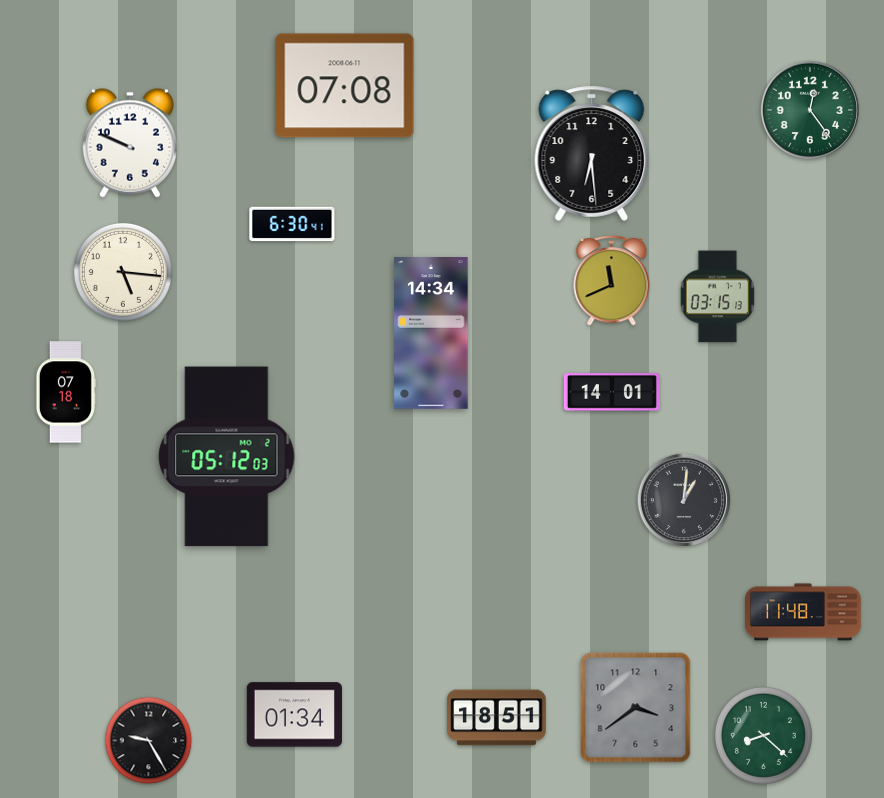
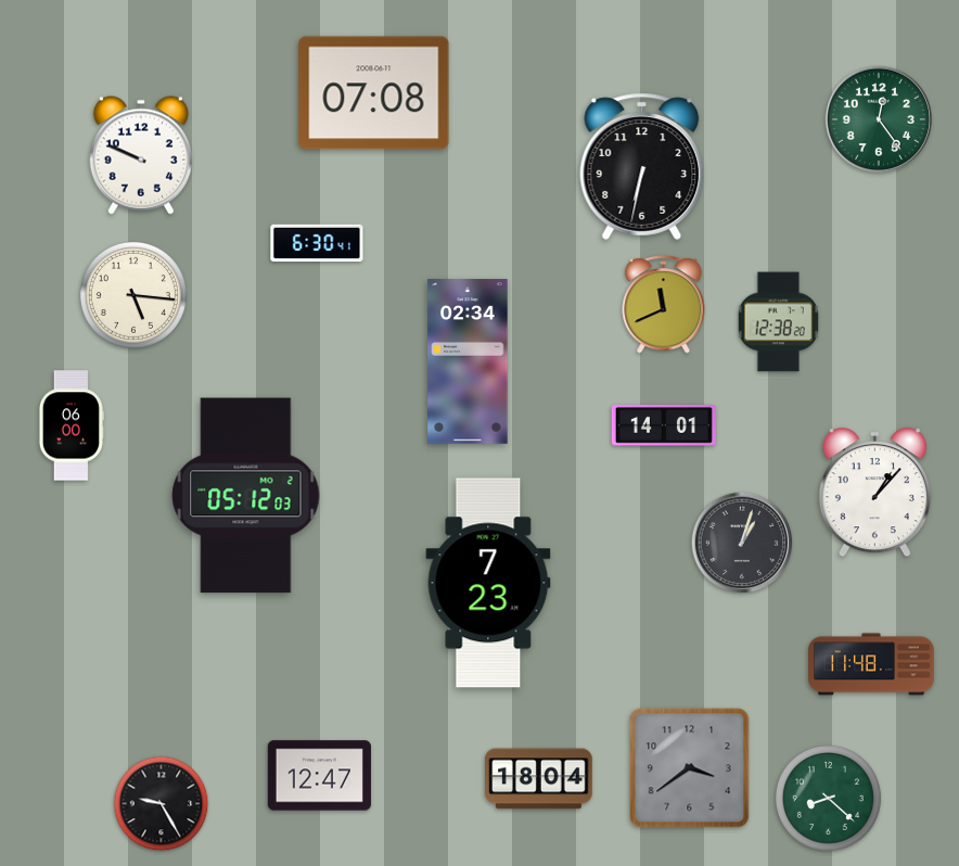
clock at (592, 153): 6:29 -> 6:32
clock at (717, 297): 03:15 -> 12:38
clock at (431, 333): 14:34 -> 02:34
clock at (65, 392): 07:18 -> 06:00
clock at (874, 493): none -> 1:07
clock at (684, 500): 1:01 -> 1:03
clock at (488, 583): none -> 7:23
clock at (294, 715): 01:34 -> 12:47
clock at (497, 718): 18:51 -> 18:04
